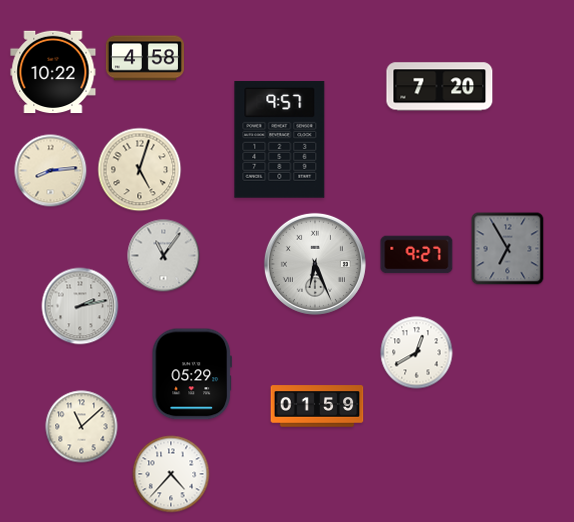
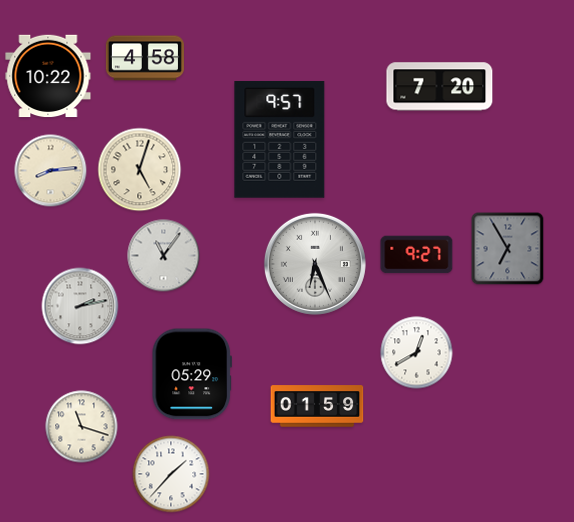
clock at (53, 72) position: (53, 72) -> (48, 76)
clock at (82, 427): 11:08 -> 11:18
clock at (171, 474): 4:37 -> 1:37
